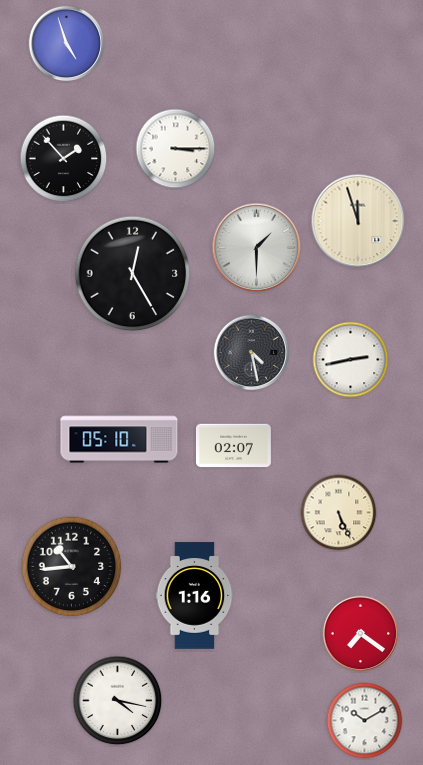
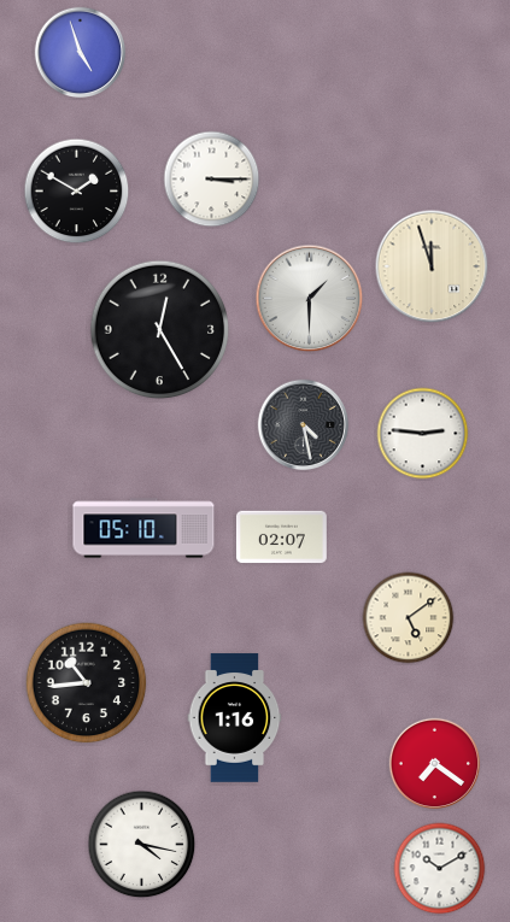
clock at (64, 159): 1:53 -> 1:50
clock at (351, 360): 2:43 -> 2:46
clock at (339, 513): 5:26 -> 5:09
